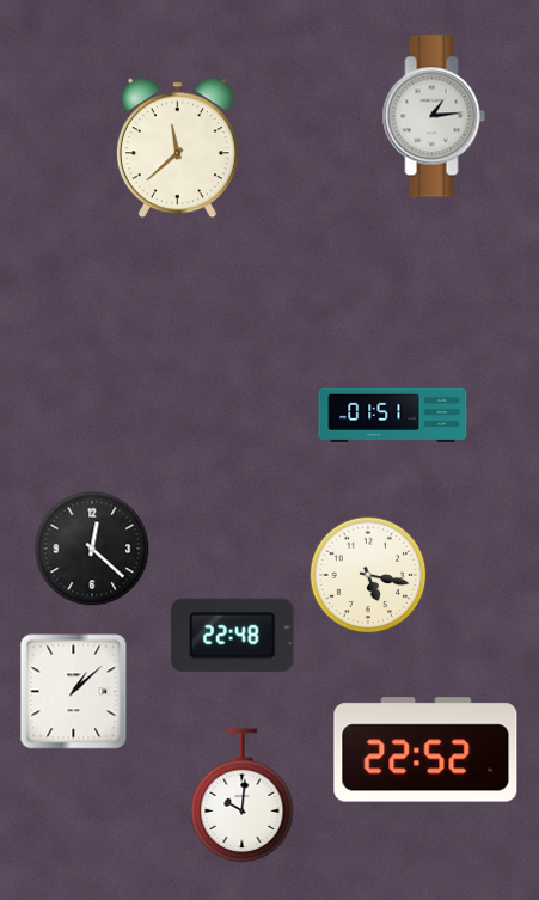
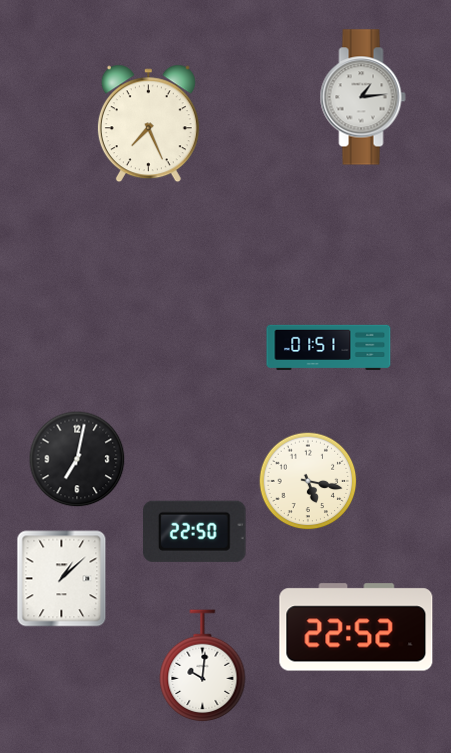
clock at (177, 148): 11:38 -> 7:26
clock at (92, 549): 12:22 -> 7:02
clock at (233, 635): 22:48 -> 22:50
